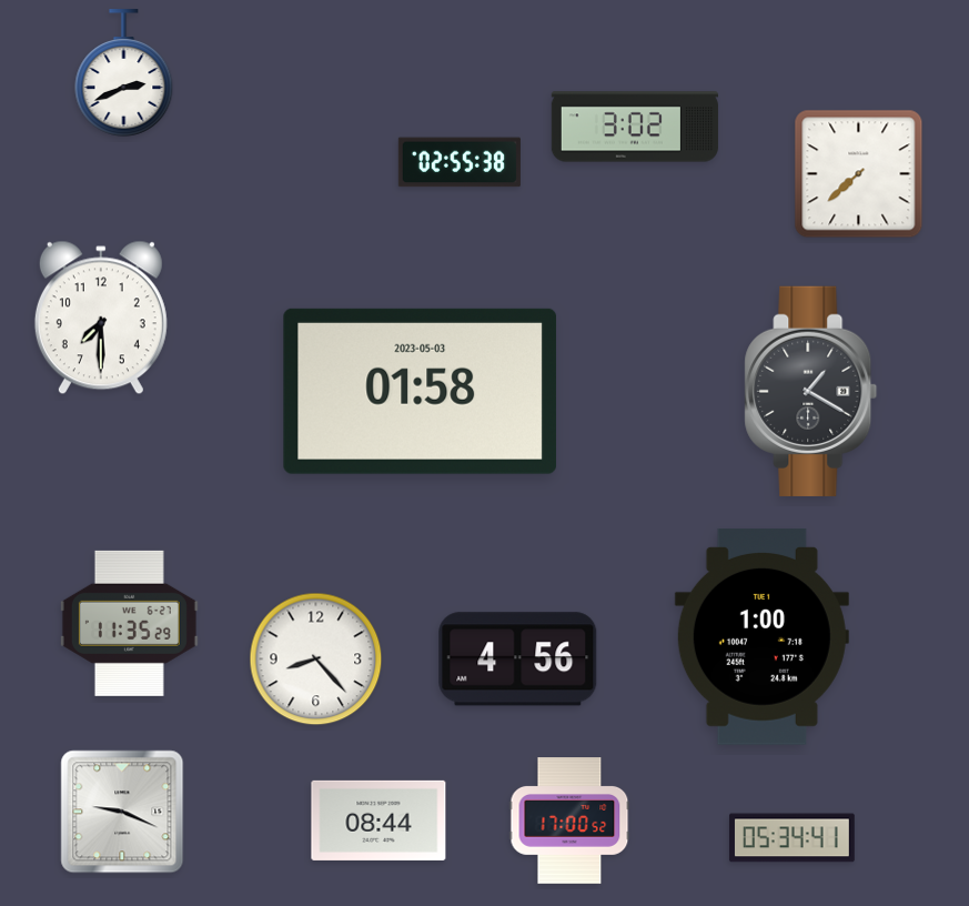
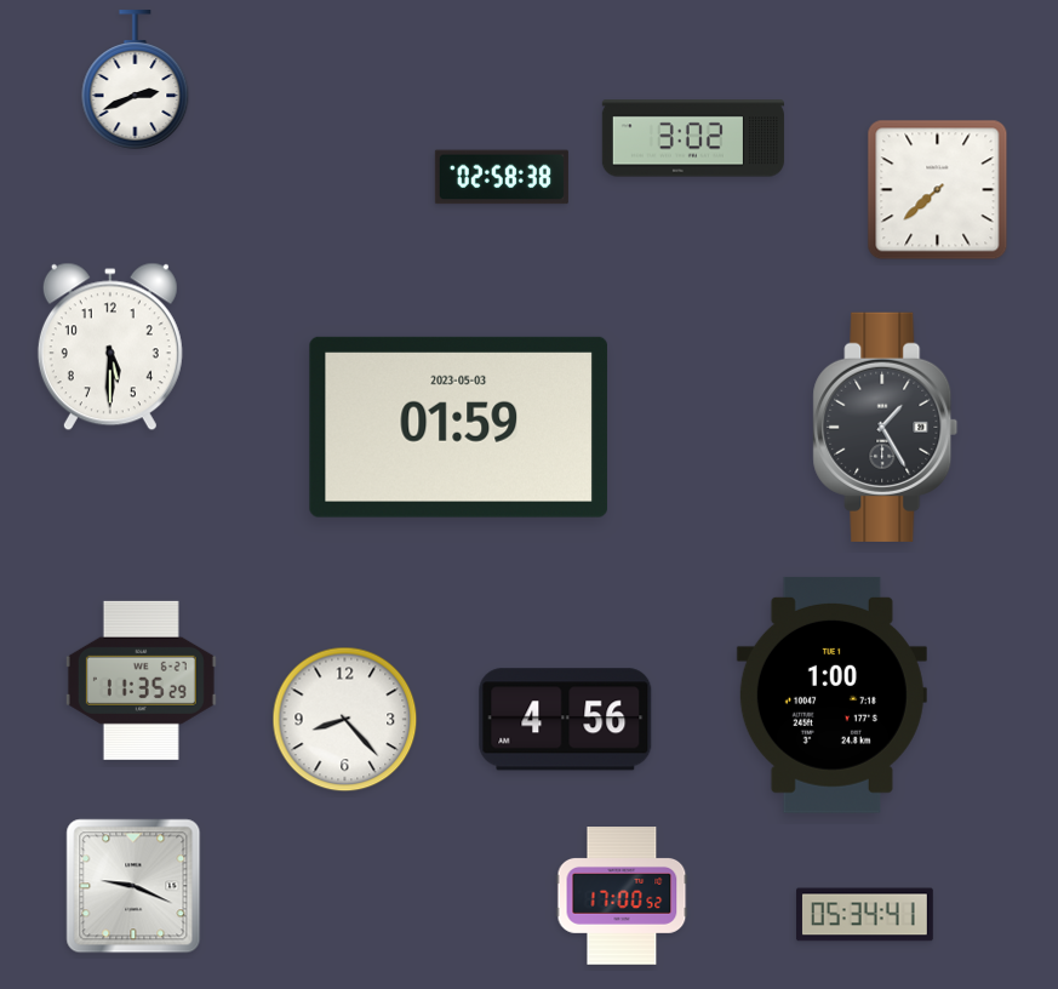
clock at (460, 162): 02:55 -> 02:58
clock at (101, 318): 7:30 -> 5:30
clock at (421, 391): 01:58 -> 01:59
clock at (811, 391): 1:20 -> 1:25
clock at (378, 821): 08:44 -> none
